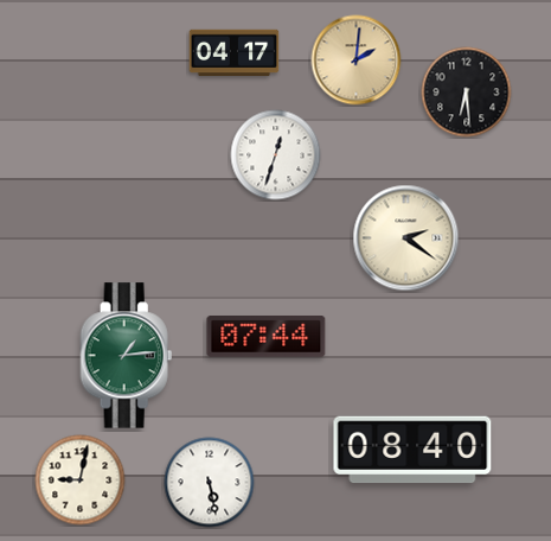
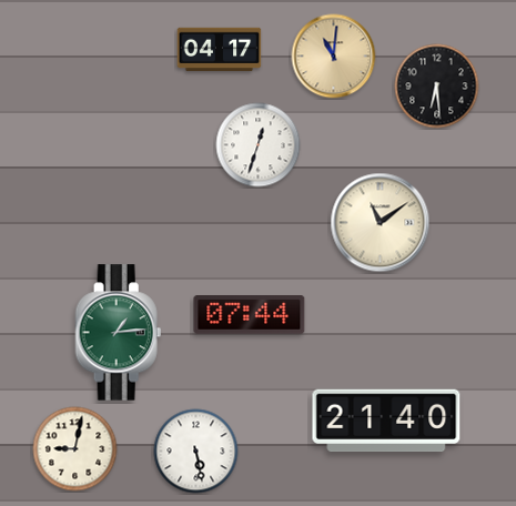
clock at (357, 61): 2:01 -> 11:01
clock at (406, 238): 2:21 -> 11:09
clock at (412, 450): 08:40 -> 21:40
